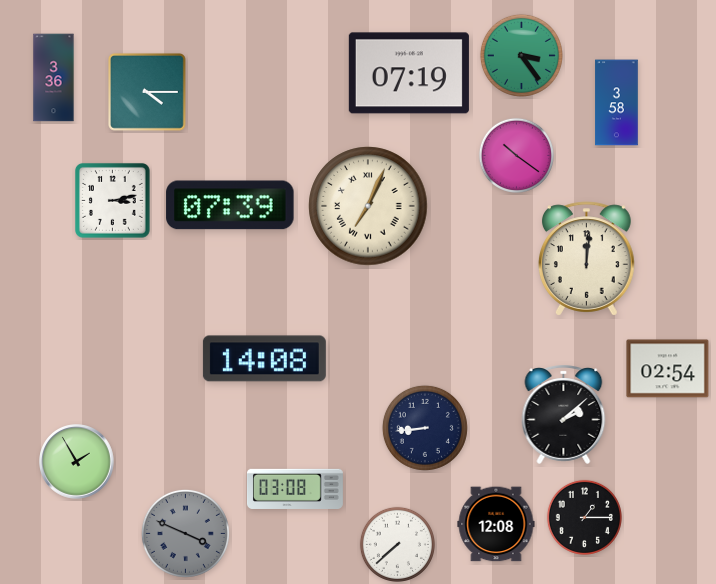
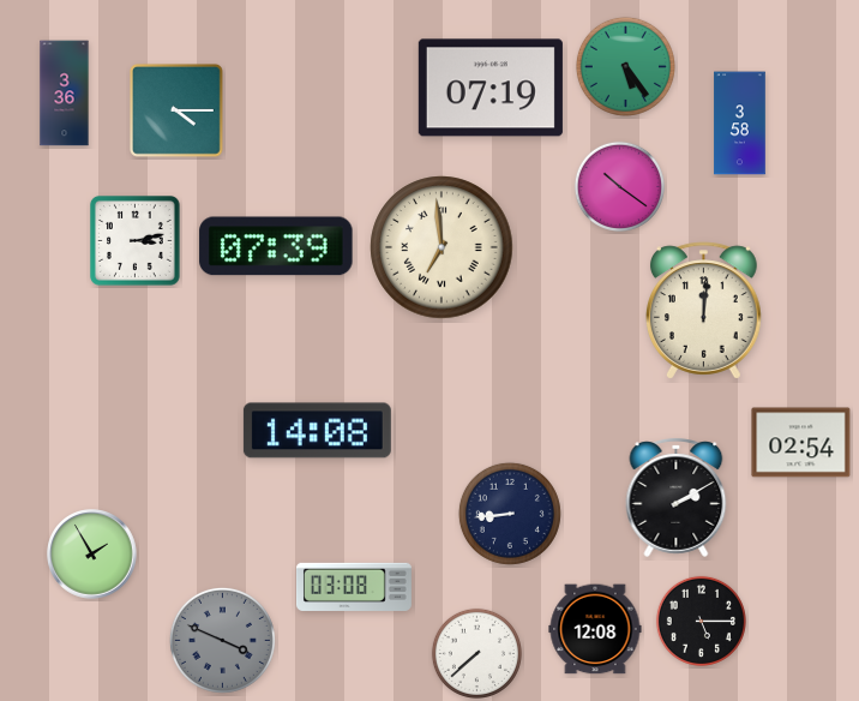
clock at (521, 55): 3:24 -> 5:24
clock at (368, 206): 7:04 -> 6:59
clock at (564, 414): 2:08 -> 2:10
clock at (584, 517): 1:15 -> 5:15
